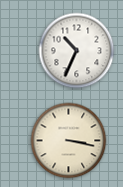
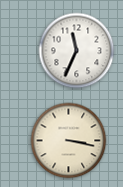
clock at (77, 51): 10:34 -> 11:34
